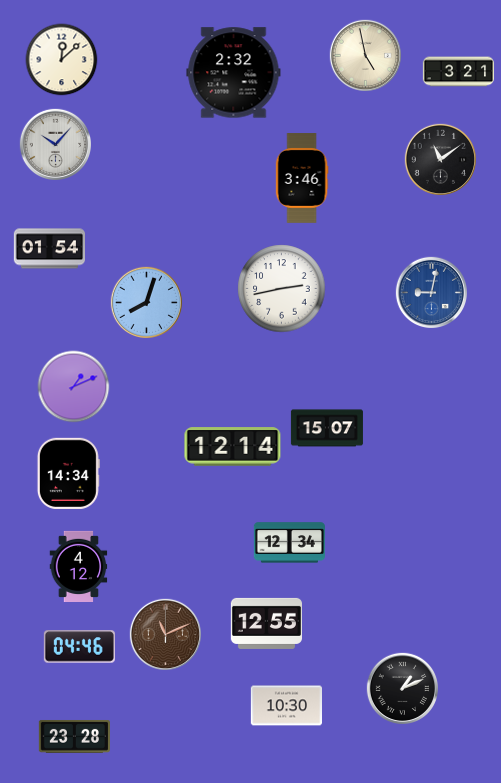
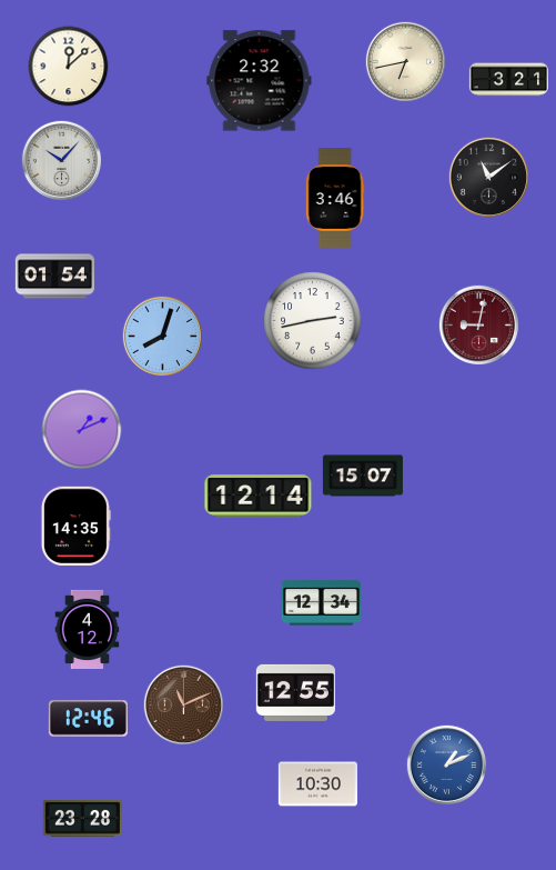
clock at (365, 55): 4:58 -> 6:43
clock at (431, 292) dial: blue -> burgundy
clock at (68, 473): 14:34 -> 14:35
clock at (79, 647): 04:46 -> 12:46
clock at (402, 688) dial: black -> blue
